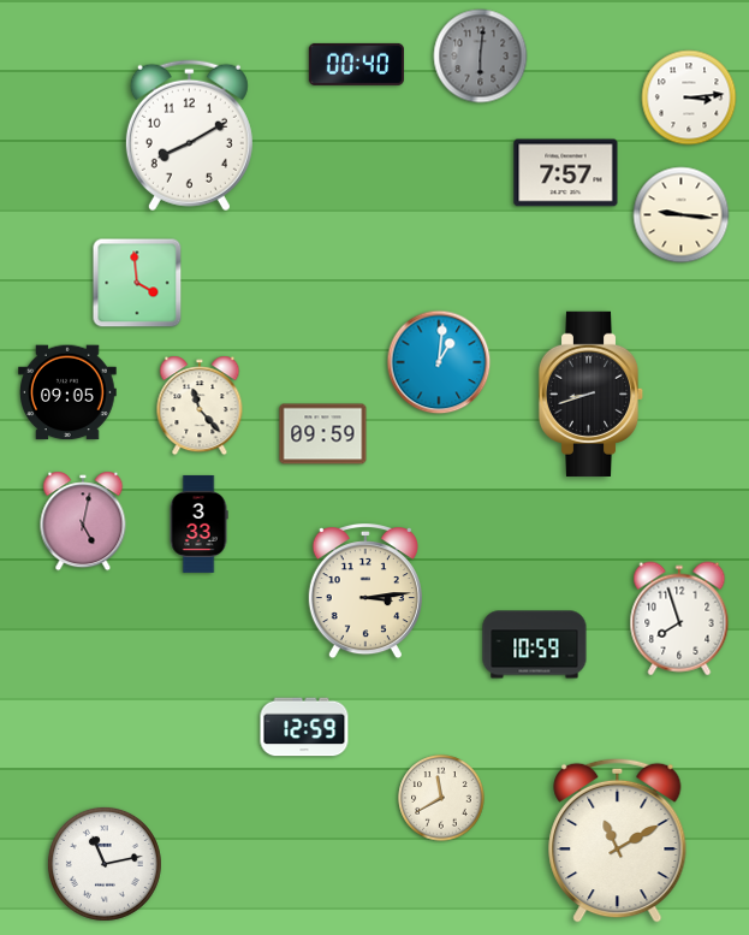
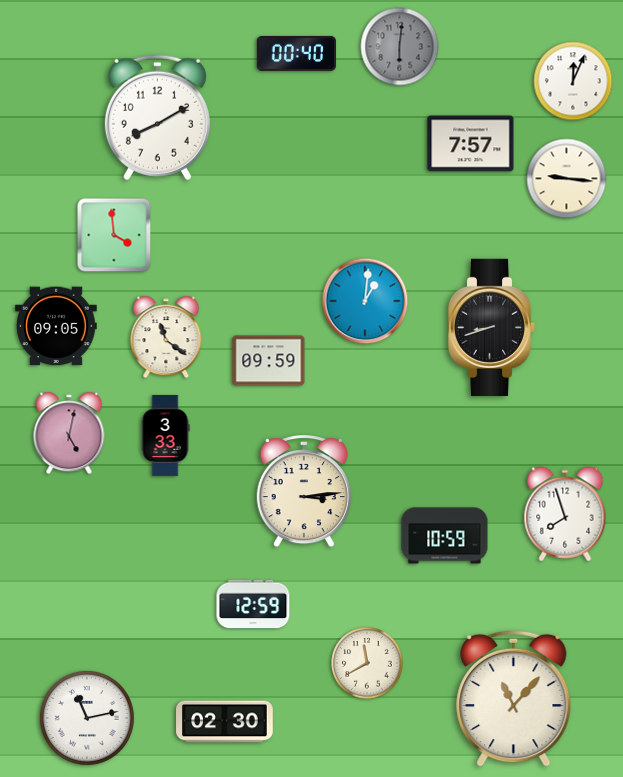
clock at (689, 97): 3:14 -> 12:04
clock at (189, 136) position: (189, 136) -> (157, 118)
clock at (200, 406): 11:23 -> 11:21
clock at (618, 840): 11:10 -> 11:07
clock at (225, 722): none -> 02:30
